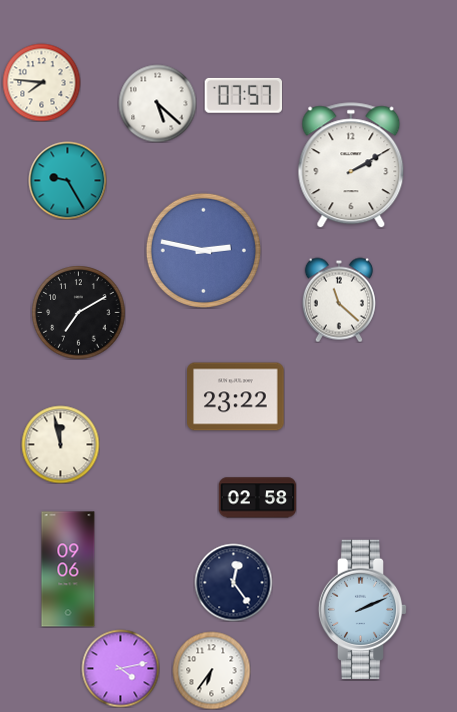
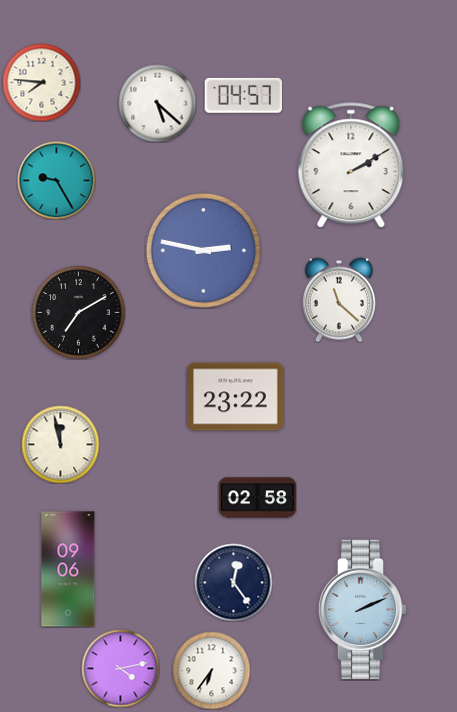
clock at (243, 95): 07:57 -> 04:57
clock at (67, 180) position: (67, 180) -> (56, 180)
